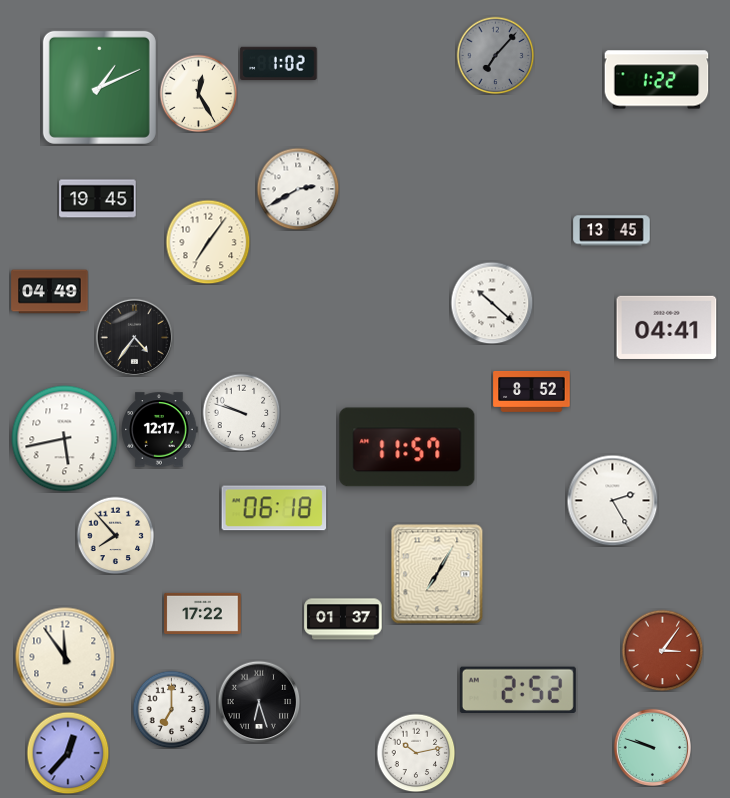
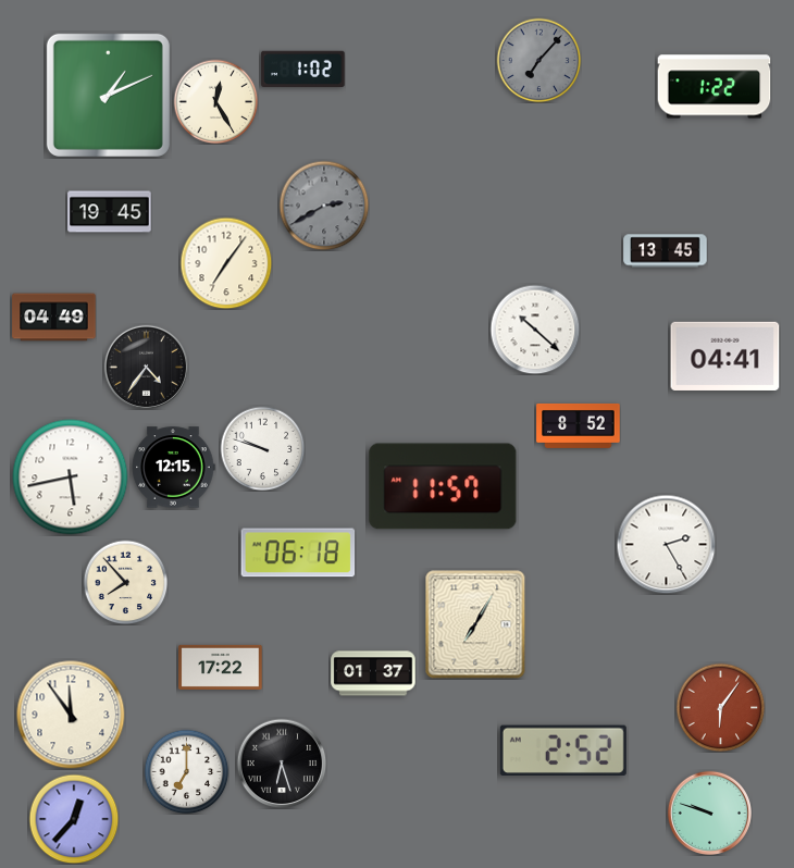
clock at (298, 189) dial: white -> grey
clock at (98, 199) position: (98, 199) -> (110, 212)
clock at (159, 430): 12:17 -> 12:15
clock at (662, 650): 3:06 -> 6:06
clock at (416, 753): 10:13 -> none
